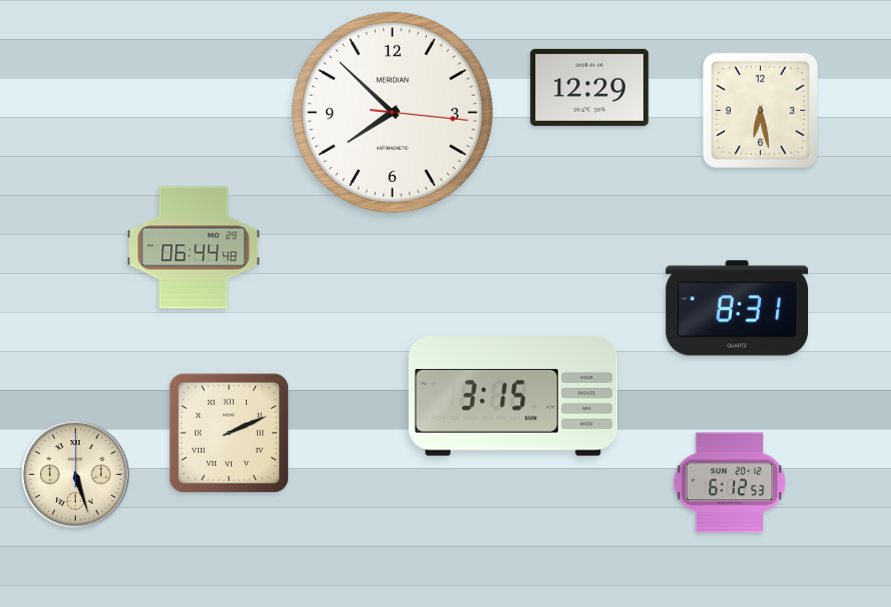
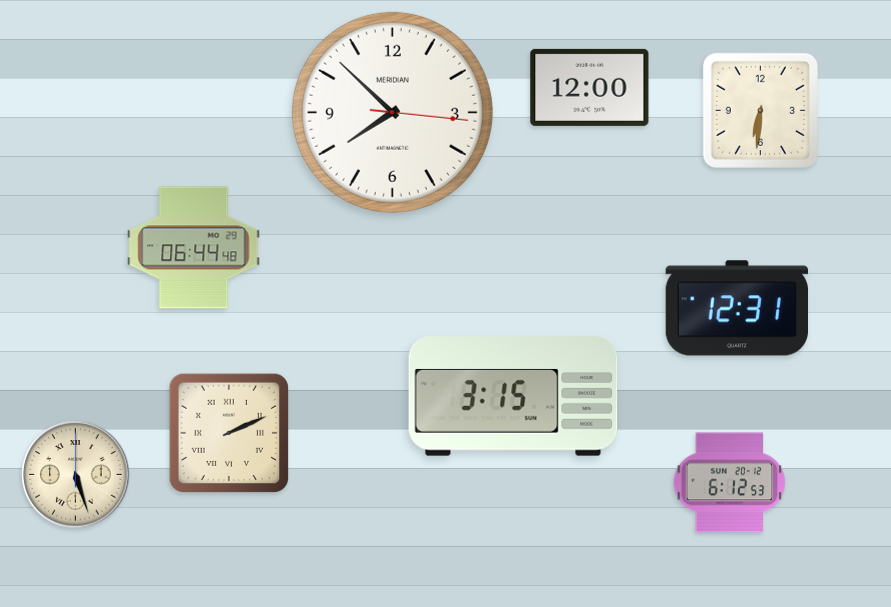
clock at (590, 87): 12:29 -> 12:00
clock at (760, 110): 6:28 -> 6:31
clock at (736, 308): 8:31 -> 12:31
